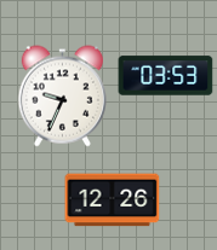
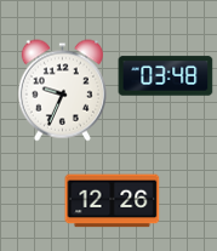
clock at (165, 76): 03:53 -> 03:48
clock at (62, 95) position: (62, 95) -> (62, 90)
